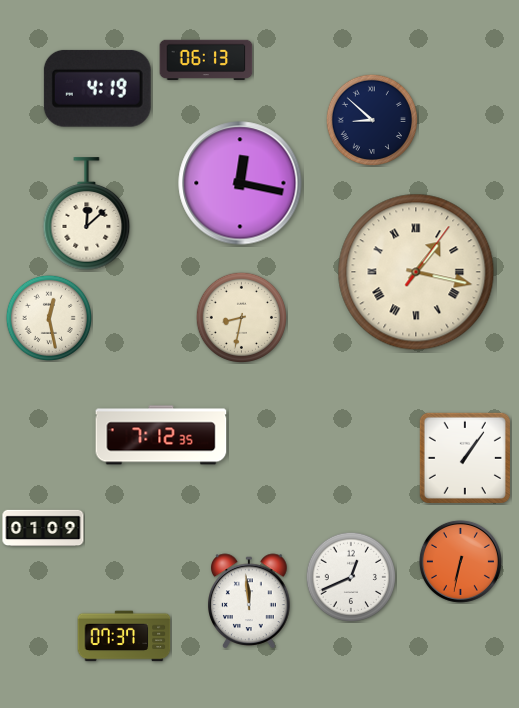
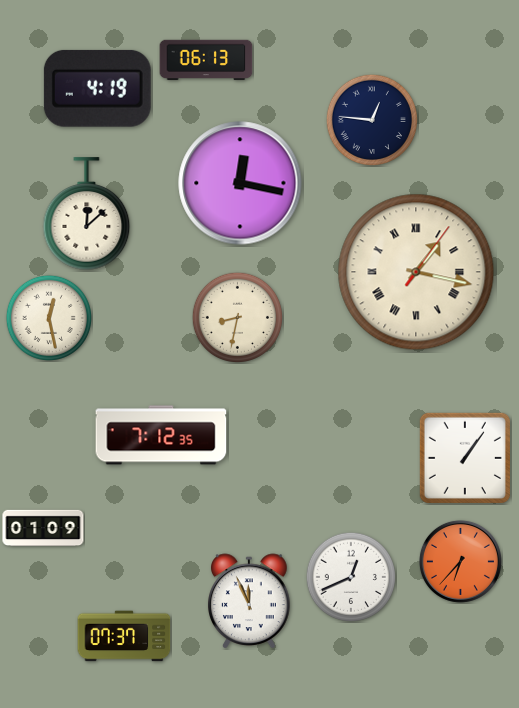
clock at (371, 119): 8:52 -> 12:46
clock at (241, 317) position: (241, 317) -> (237, 317)
clock at (460, 561): 6:32 -> 6:37
clock at (250, 601): 11:59 -> 11:56
